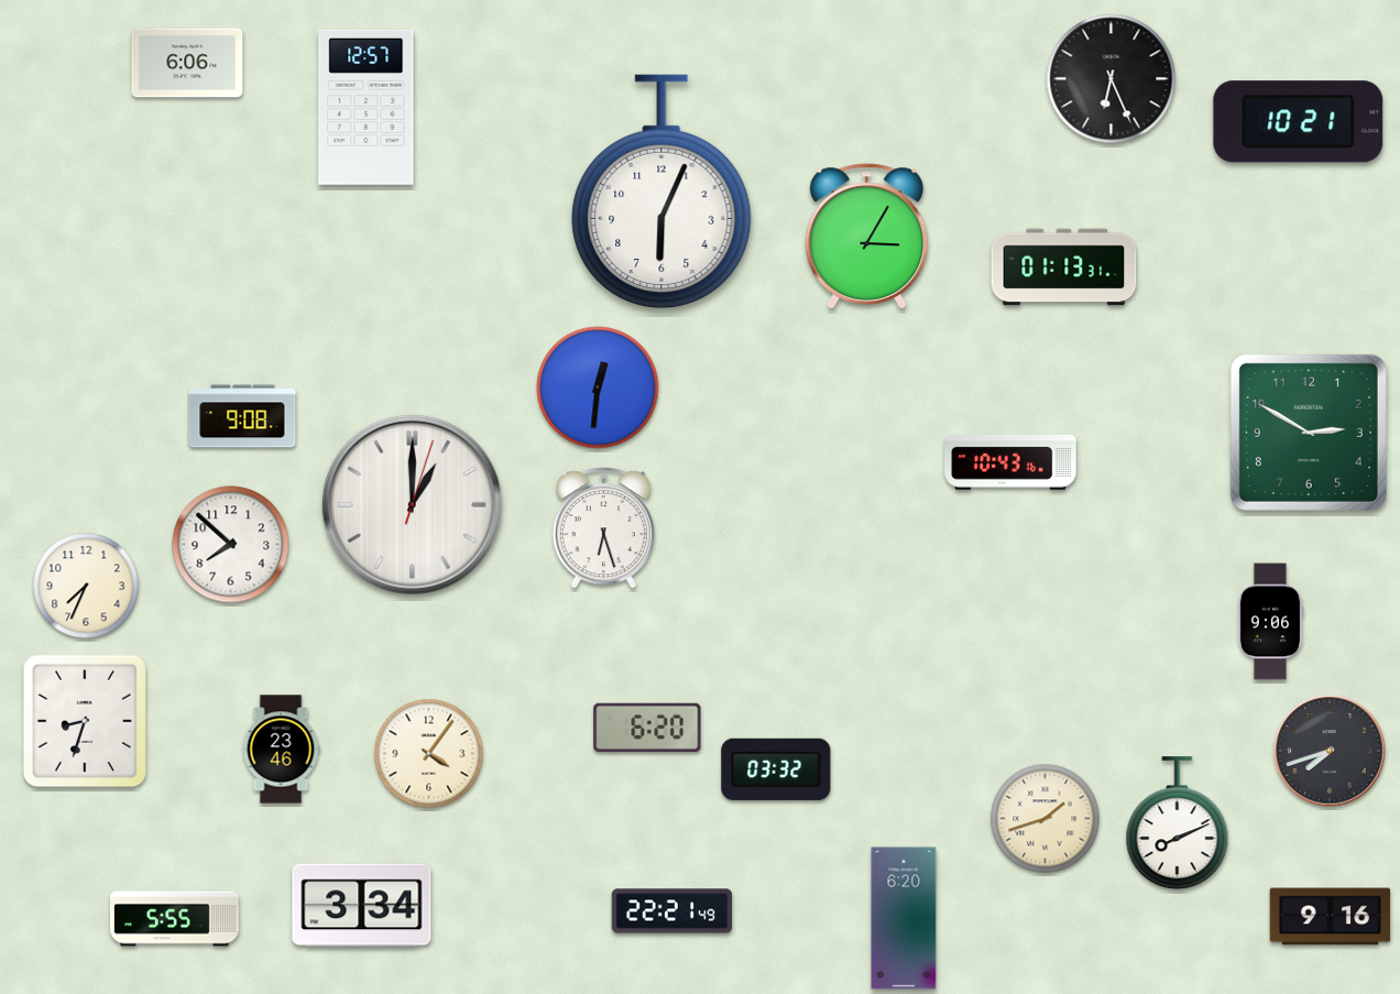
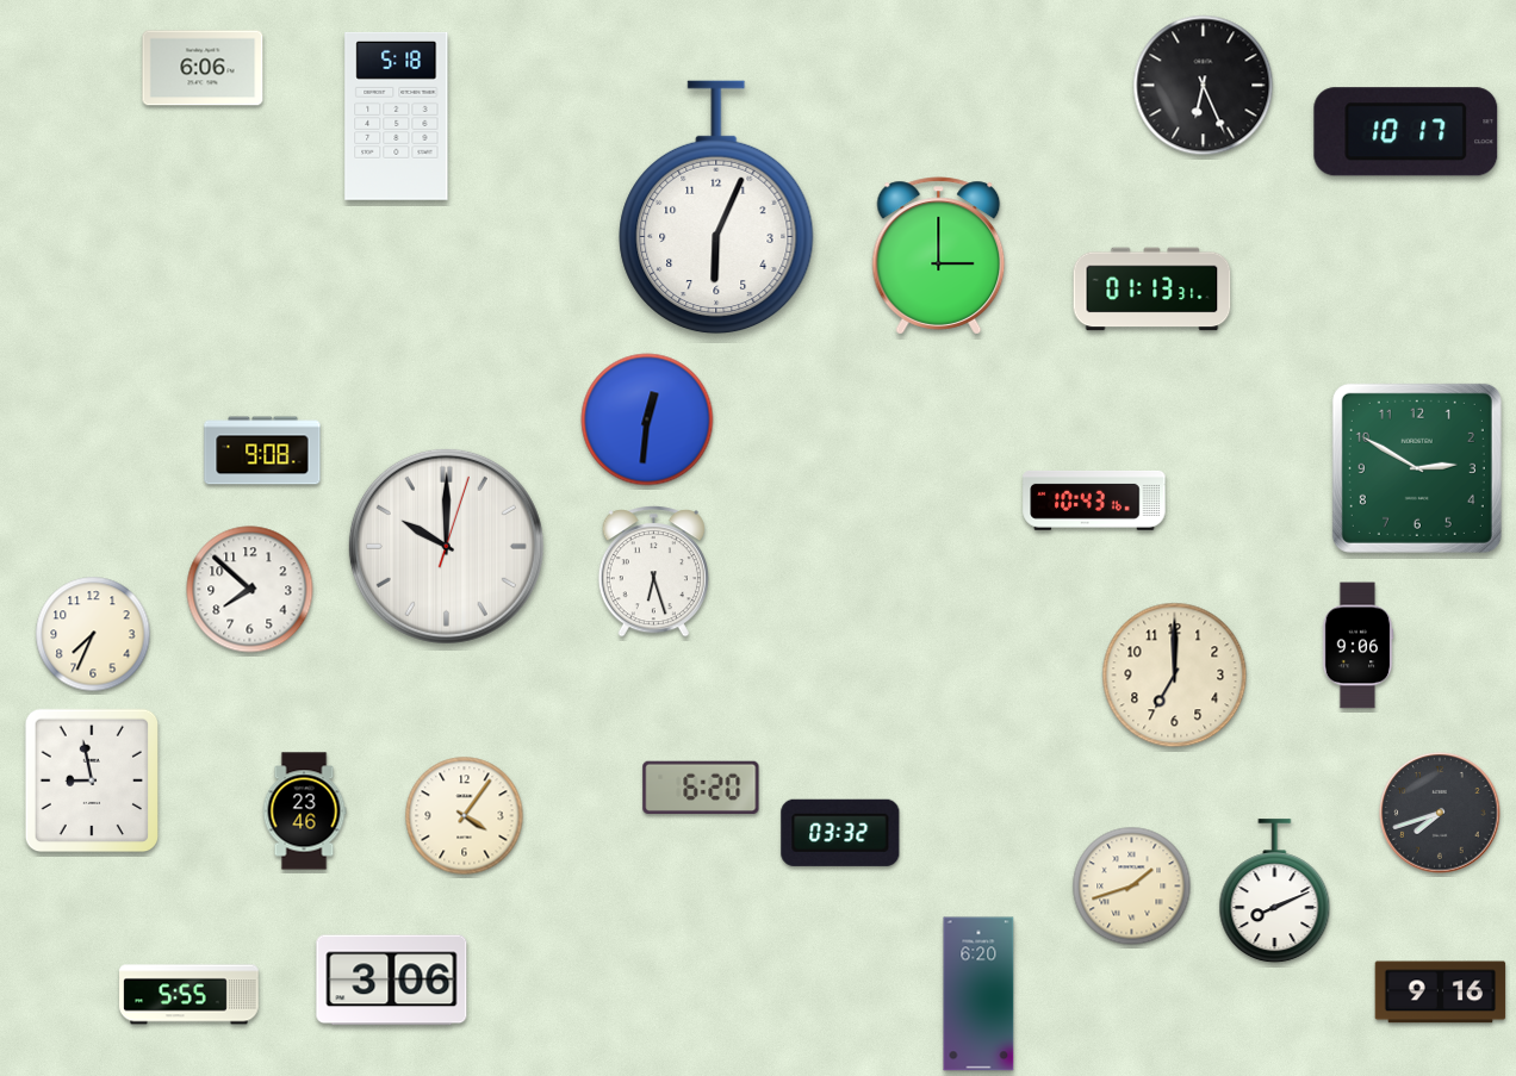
clock at (367, 107): 12:57 -> 5:18
clock at (1299, 122): 10:21 -> 10:17
clock at (867, 237): 3:05 -> 3:00
clock at (412, 504): 1:00 -> 10:00
clock at (1270, 622) position: (1270, 622) -> (1357, 646)
clock at (1175, 676): none -> 7:00
clock at (84, 721): 8:33 -> 8:58
clock at (362, 906): 3:34 -> 3:06
clock at (672, 911): 22:21 -> none
